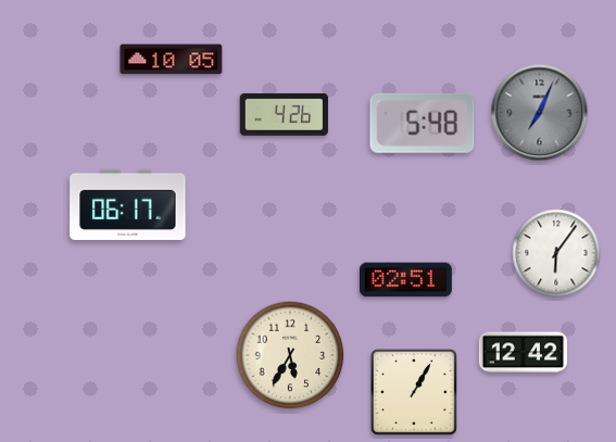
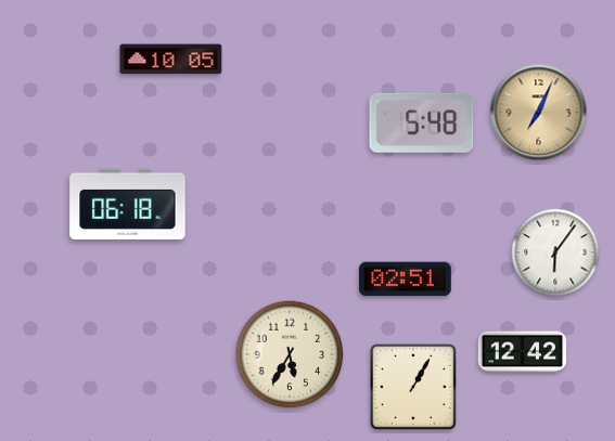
clock at (540, 113) dial: grey -> champagne
clock at (284, 114): 4:26 -> none
clock at (128, 204): 06:17 -> 06:18
clock at (414, 392) position: (414, 392) -> (413, 387)
